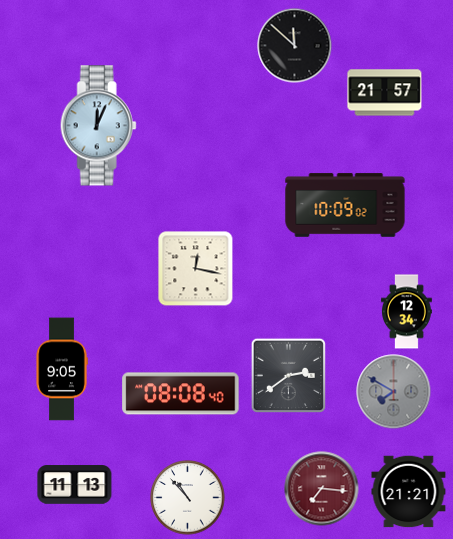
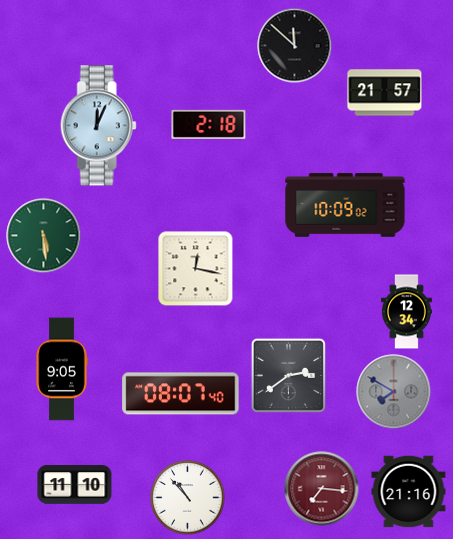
clock at (209, 124): none -> 2:18
clock at (44, 236): none -> 5:29
clock at (181, 394): 08:08 -> 08:07
clock at (75, 485): 11:13 -> 11:10
clock at (409, 492): 21:21 -> 21:16
